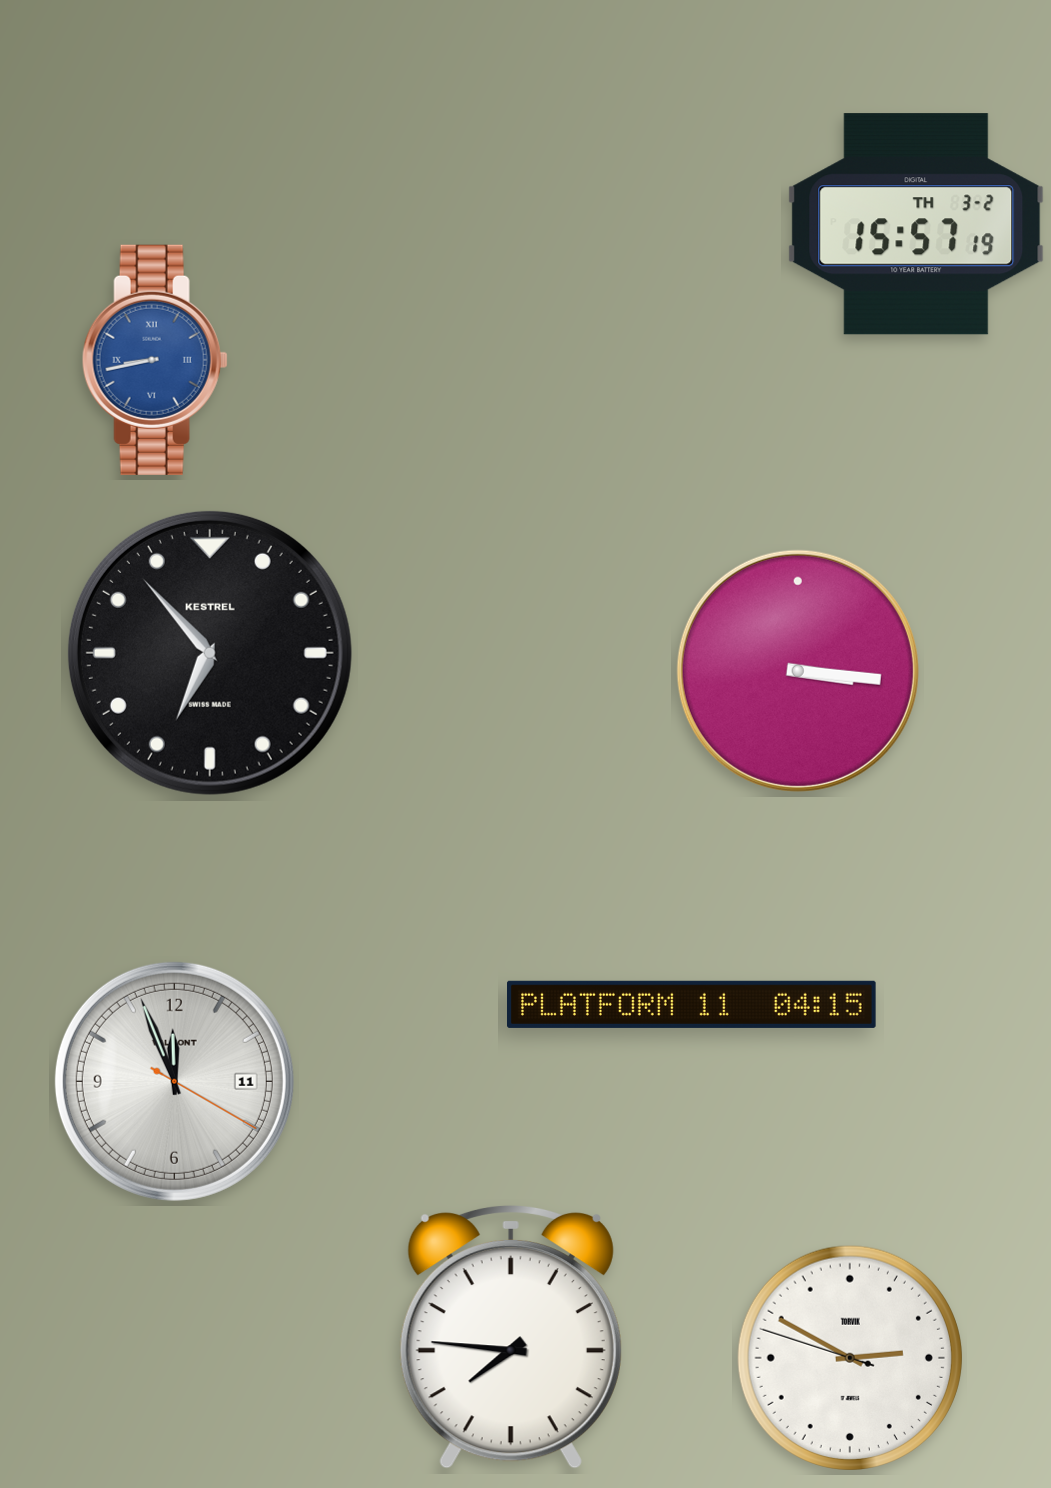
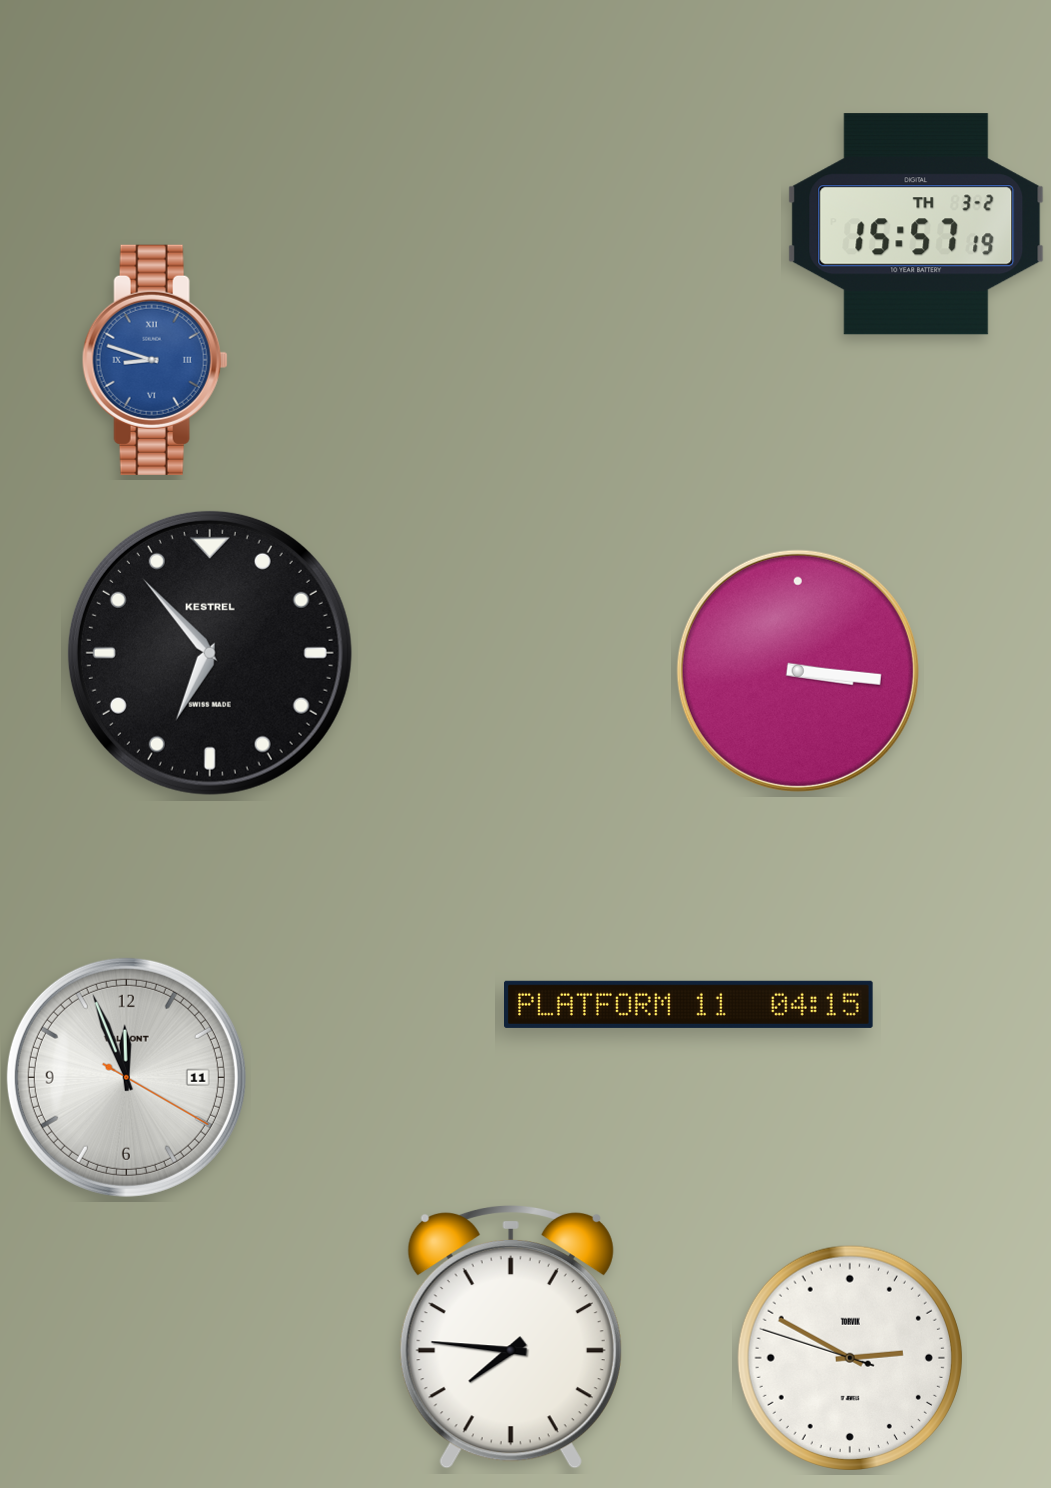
clock at (155, 360): 8:43 -> 8:48
clock at (692, 1004) position: (692, 1004) -> (689, 1004)
clock at (174, 1081) position: (174, 1081) -> (126, 1077)
